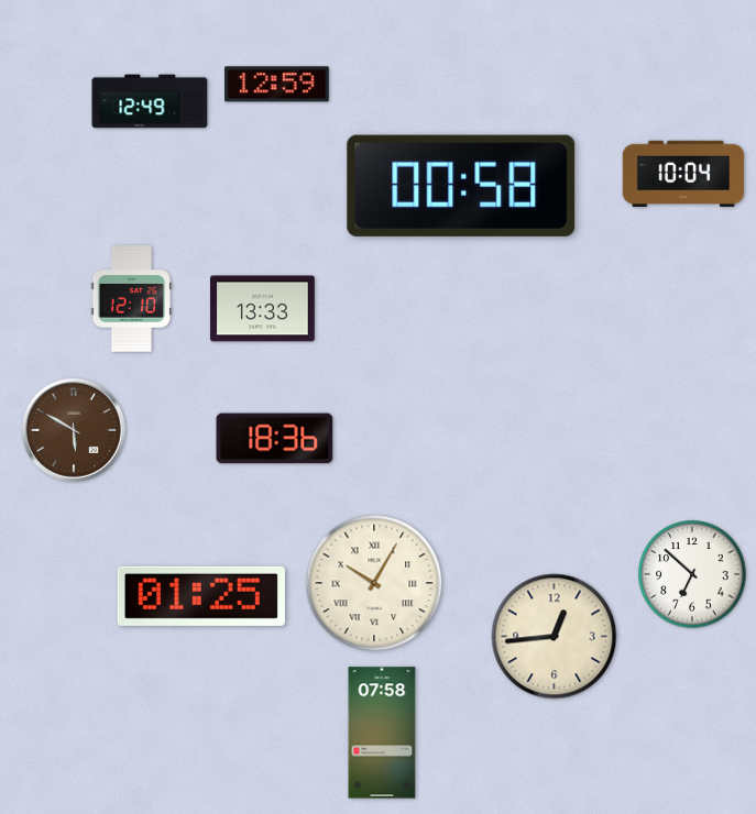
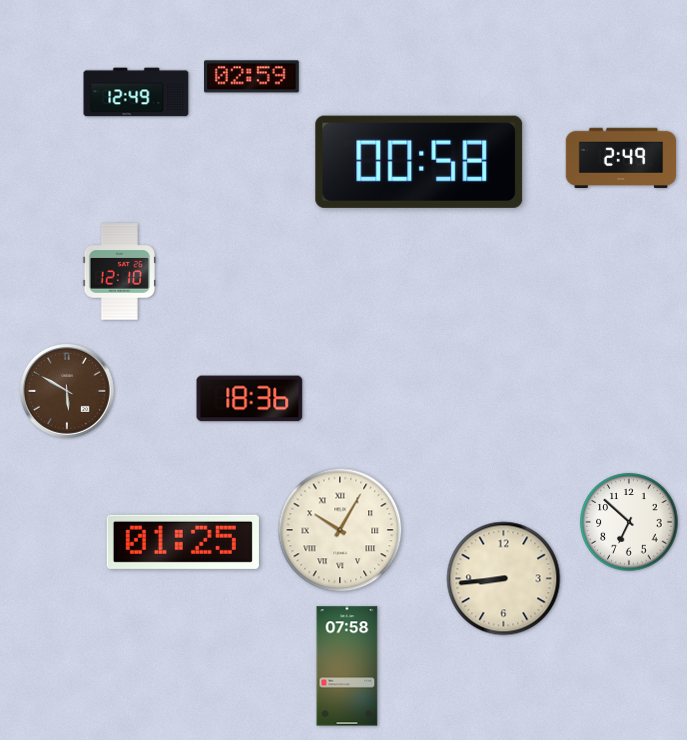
clock at (277, 85): 12:59 -> 02:59
clock at (683, 173): 10:04 -> 2:49
clock at (461, 186) position: (461, 186) -> (419, 162)
clock at (263, 309): 13:33 -> none
clock at (555, 637): 12:44 -> 8:44
